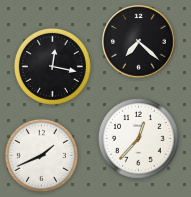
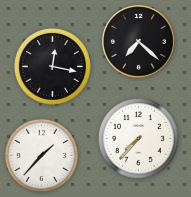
clock at (139, 139): 12:37 -> 7:37
clock at (41, 155): 1:41 -> 1:37
